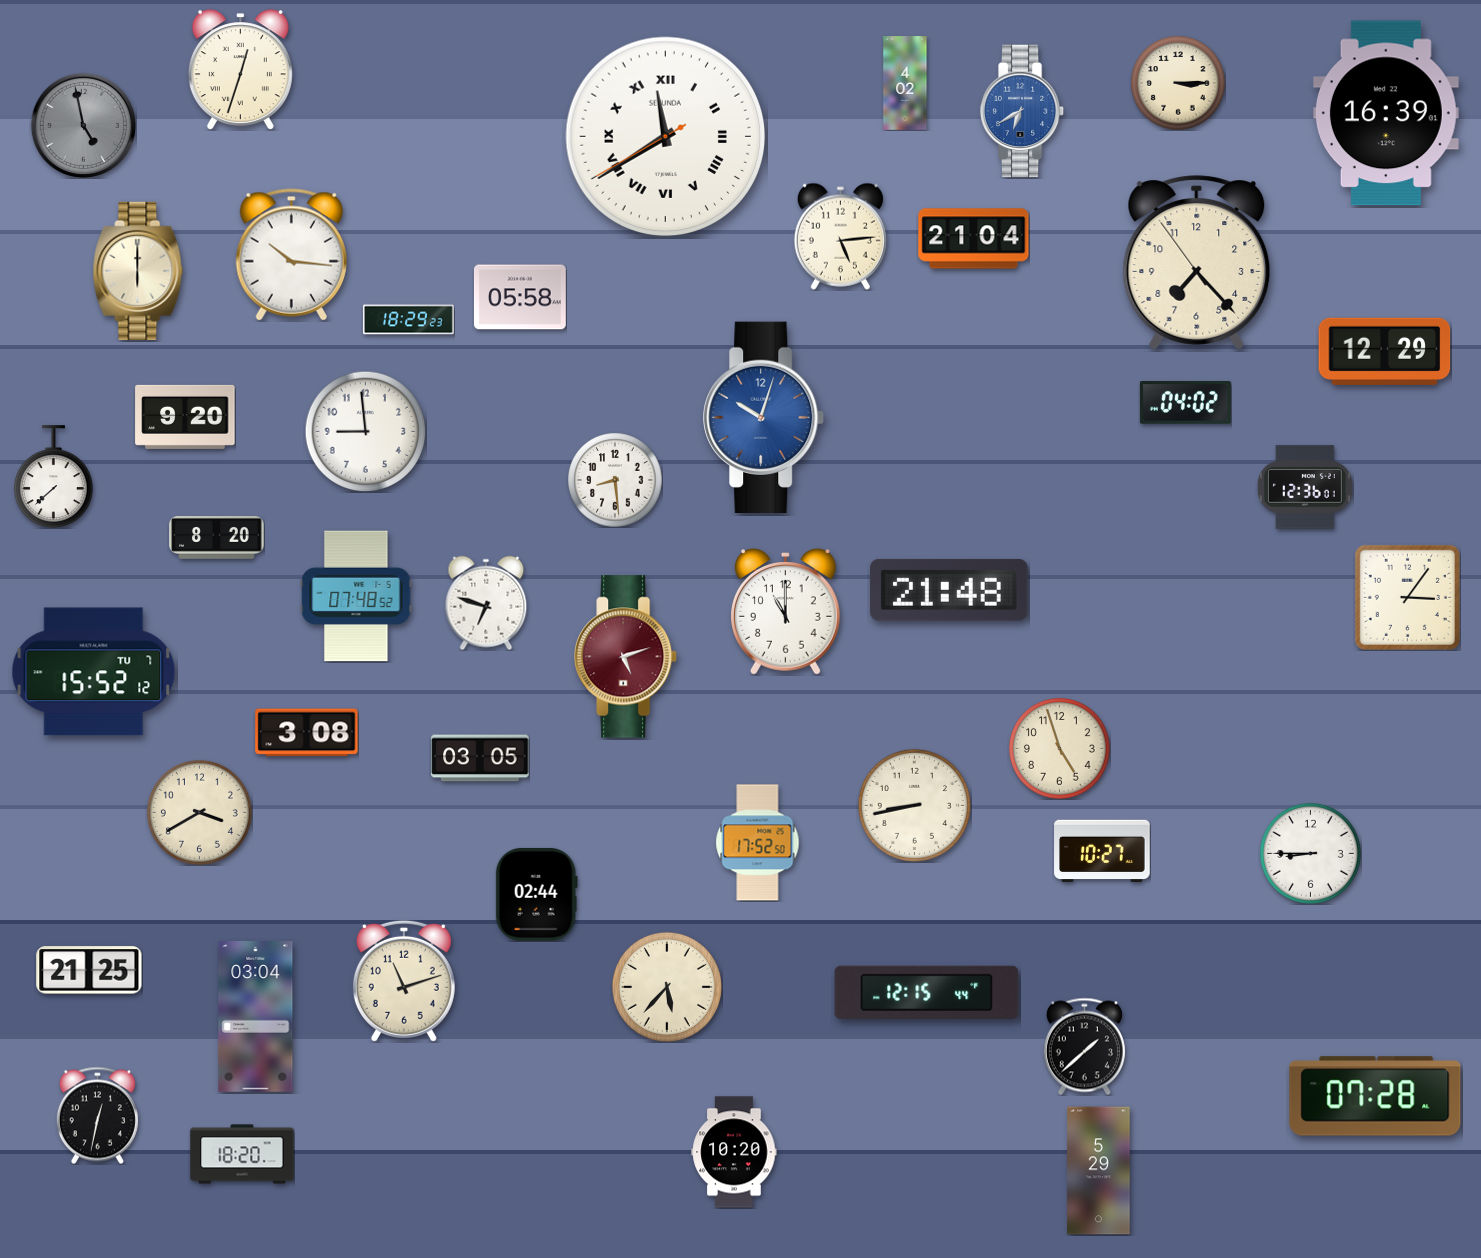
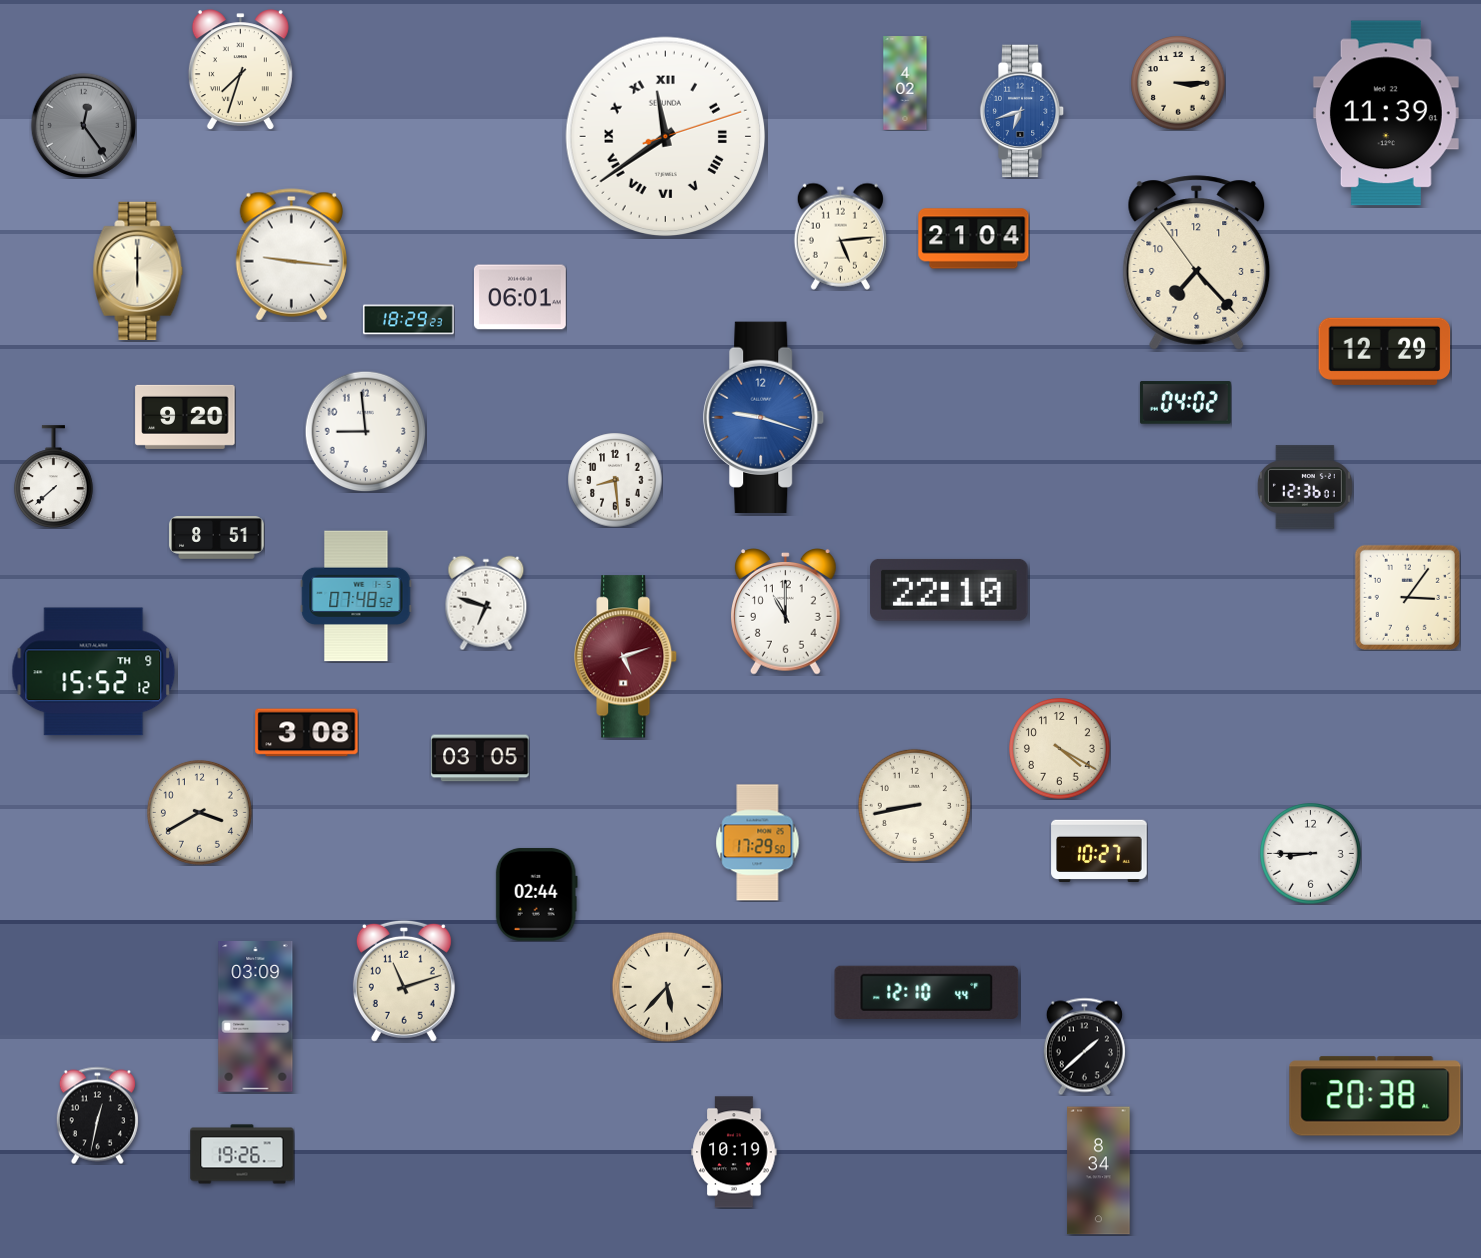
clock at (240, 70): 12:33 -> 7:33
clock at (1022, 111): 6:40 -> 6:42
clock at (1386, 113): 16:39 -> 11:39
clock at (83, 125): 4:58 -> 12:24
clock at (666, 137): 11:39:40 -> 11:39:12
clock at (291, 255): 10:16 -> 9:16
clock at (520, 297): 05:58 -> 06:01
clock at (764, 417): 10:03 -> 9:18
clock at (217, 538): 8:20 -> 8:51
clock at (949, 590): 21:48 -> 22:10
clock at (94, 672) date: TU 7 -> TH 9
clock at (1060, 749): 4:57 -> 4:20
clock at (758, 843): 17:52 -> 17:29
clock at (1102, 851) position: (1102, 851) -> (1099, 851)
clock at (89, 970): 21:25 -> none
clock at (927, 992): 12:15 -> 12:10
clock at (256, 1017): 03:04 -> 03:09
clock at (1375, 1096): 07:28 -> 20:38
clock at (734, 1152): 10:20 -> 10:19
clock at (242, 1154): 18:20 -> 19:26
clock at (1099, 1171): 5:29 -> 8:34
